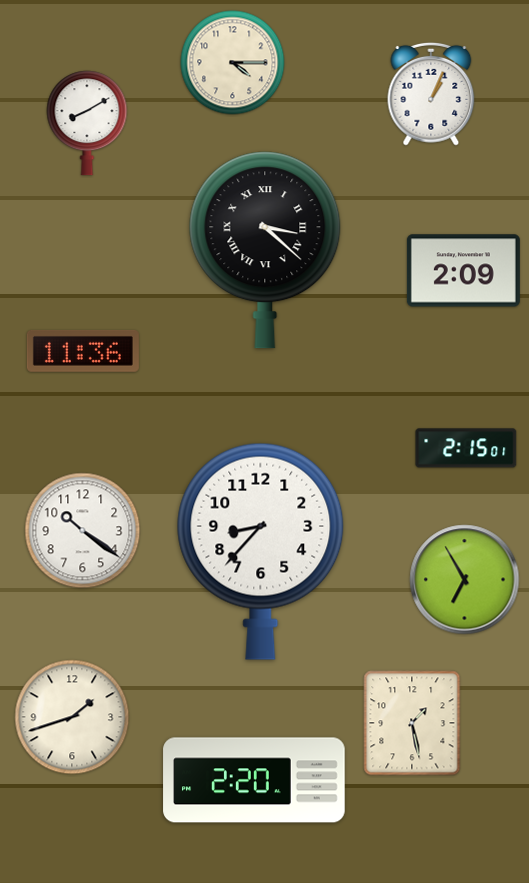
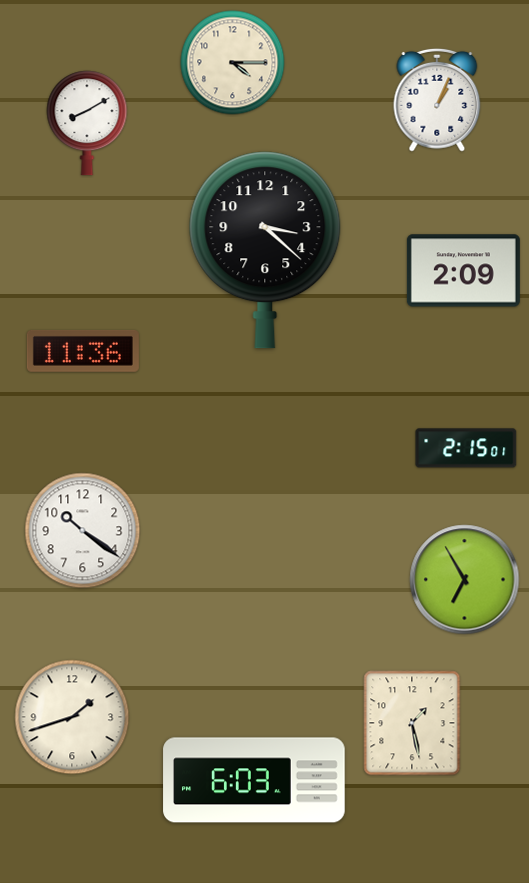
clock at (431, 94) position: (431, 94) -> (437, 100)
clock at (265, 250) numerals: Roman -> Arabic
clock at (261, 551): 8:37 -> none
clock at (254, 780): 2:20 -> 6:03
